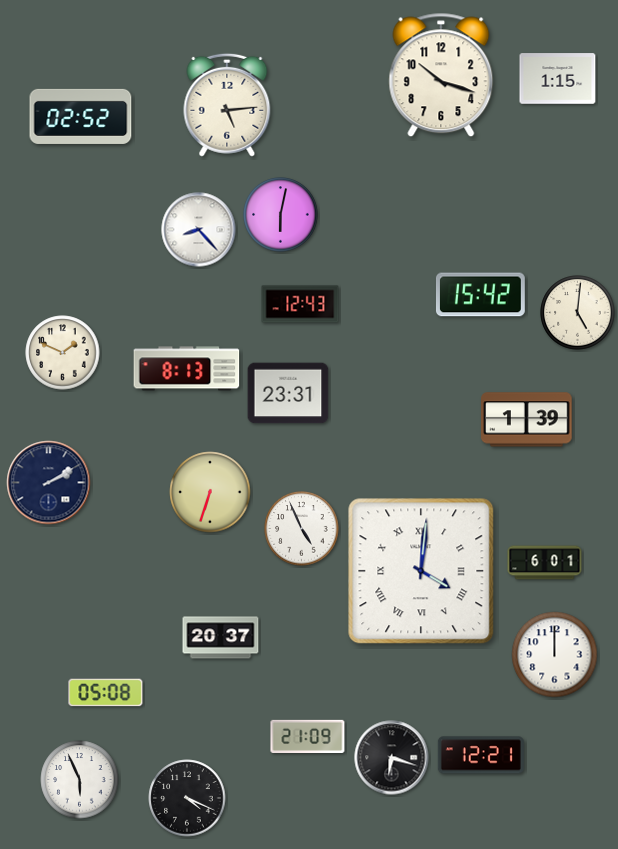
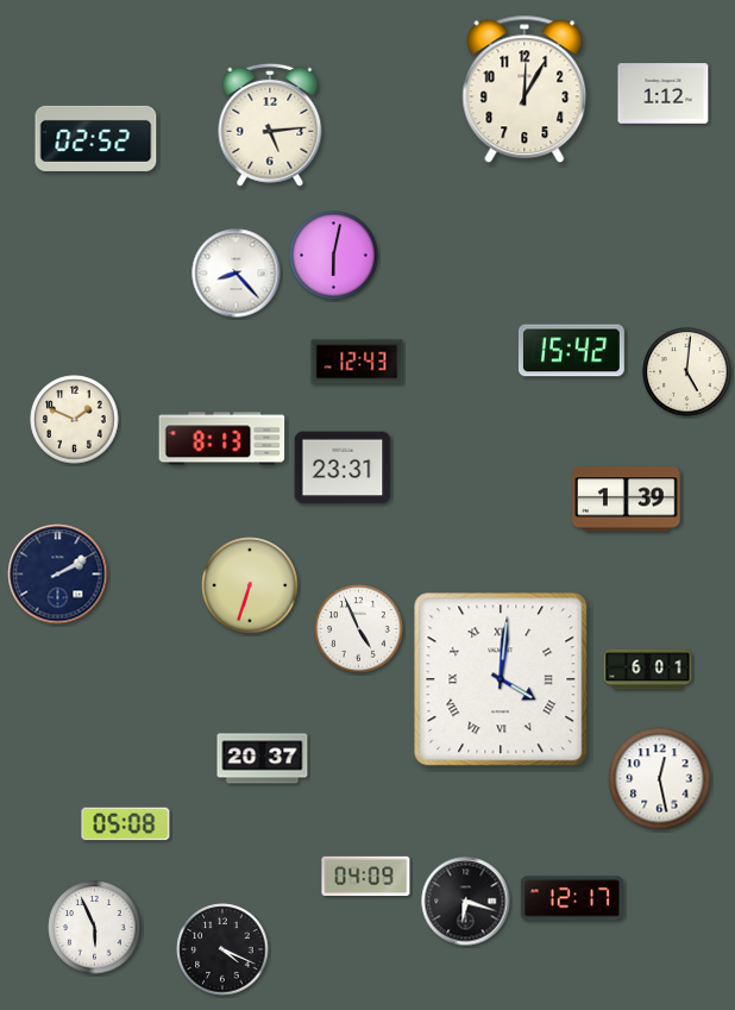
clock at (441, 75): 10:18 -> 12:05
clock at (558, 79): 1:15 -> 1:12
clock at (555, 655): 12:00 -> 12:28
clock at (308, 736): 21:09 -> 04:09
clock at (481, 755): 12:21 -> 12:17
